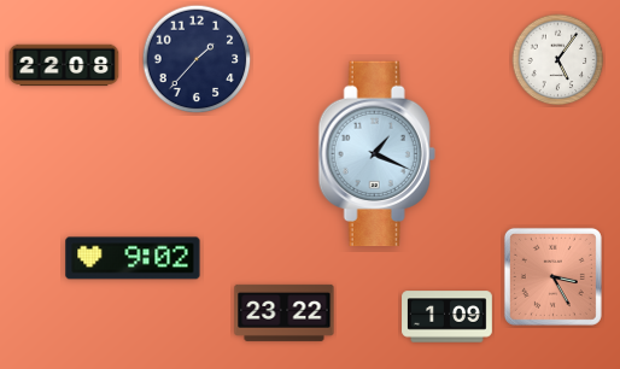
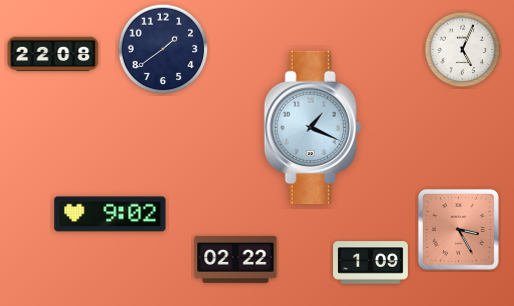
clock at (197, 59): 1:37 -> 1:39
clock at (558, 60): 5:06 -> 5:04
clock at (285, 312): 23:22 -> 02:22
